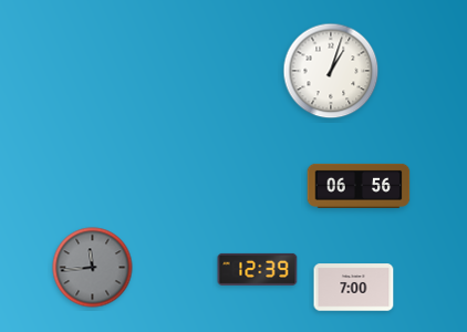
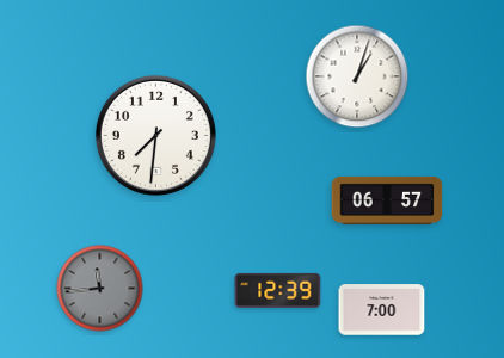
clock at (155, 135): none -> 7:31
clock at (359, 186): 06:56 -> 06:57
